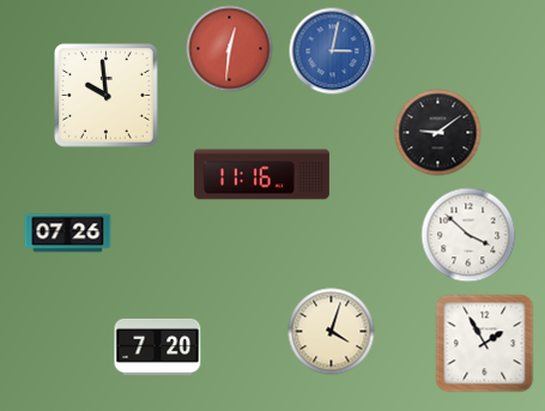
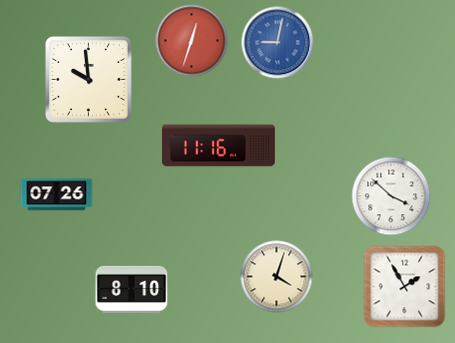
clock at (230, 49): 12:31 -> 12:33
clock at (333, 52): 3:02 -> 9:02
clock at (438, 133): 9:09 -> none
clock at (158, 346): 7:20 -> 8:10
